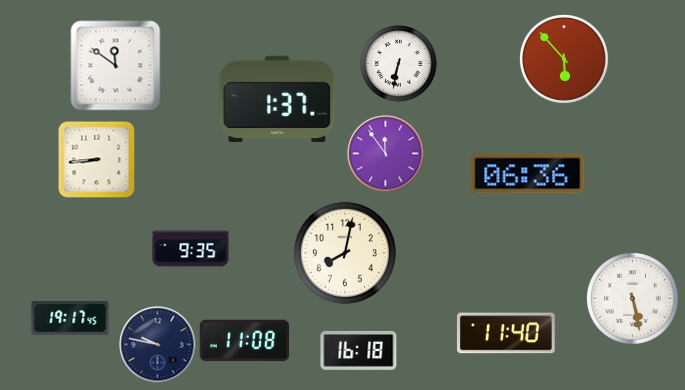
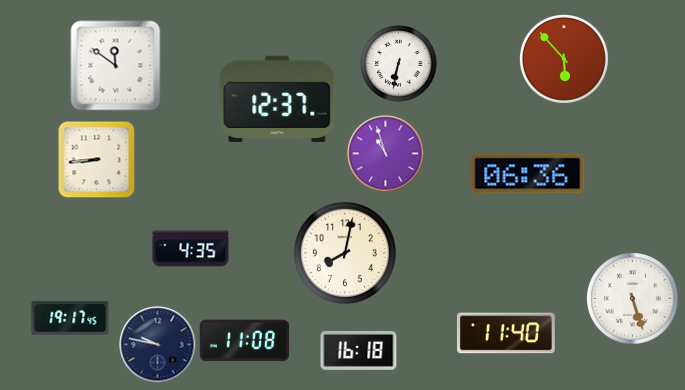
clock at (277, 99): 1:37 -> 12:37
clock at (386, 154): 11:54 -> 10:57
clock at (191, 249): 9:35 -> 4:35
clock at (632, 298): 5:28 -> 5:27
